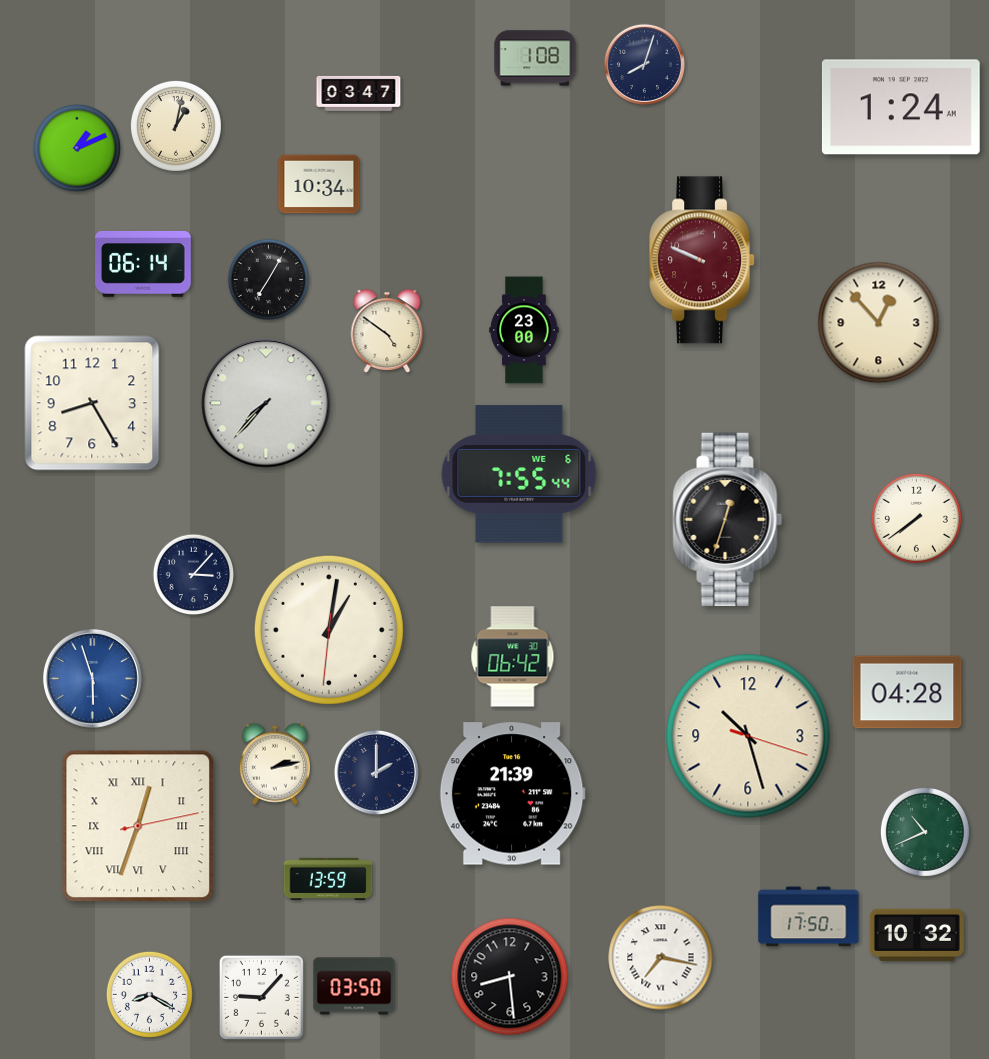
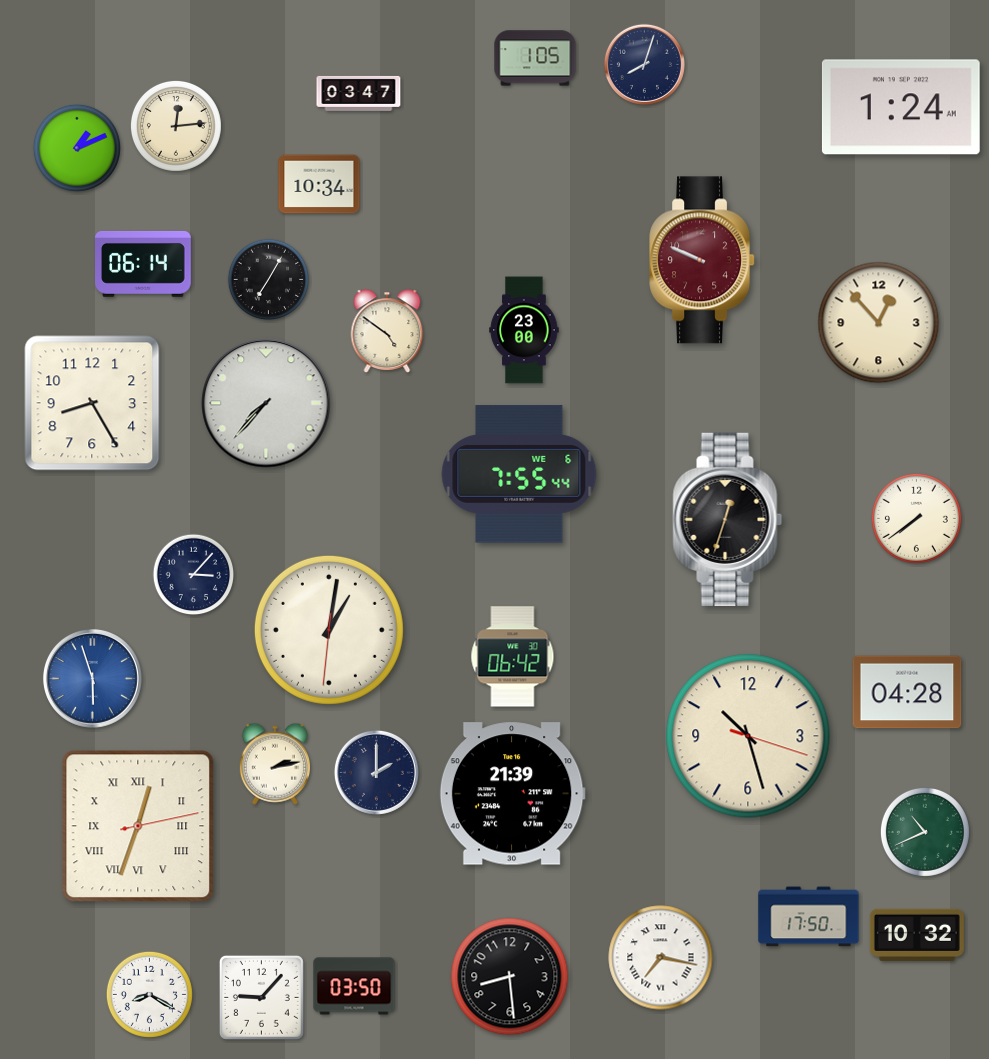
clock at (535, 58): 1:08 -> 1:05
clock at (176, 126): 1:02 -> 12:14
clock at (328, 878): 13:59 -> none
